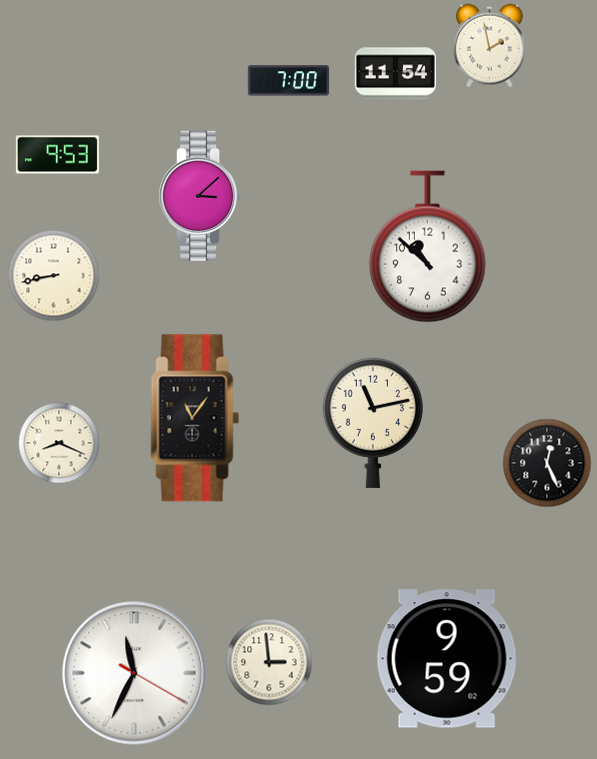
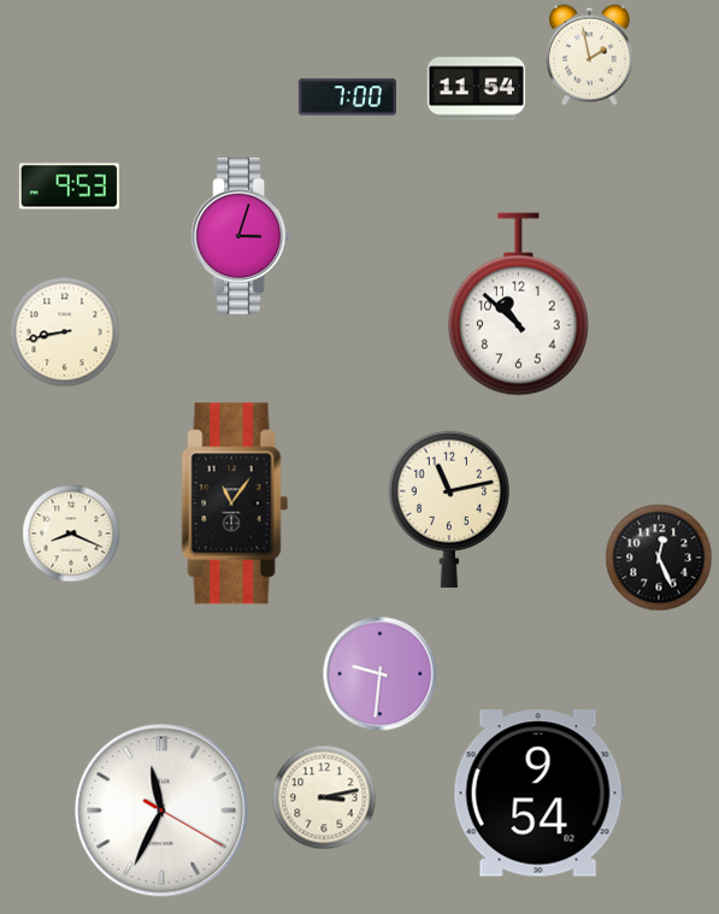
clock at (200, 196): 3:08 -> 3:03
clock at (427, 247) position: (427, 247) -> (518, 305)
clock at (381, 674): none -> 9:31
clock at (447, 659): 9:59 -> 9:54
clock at (269, 662): 2:59 -> 3:13
